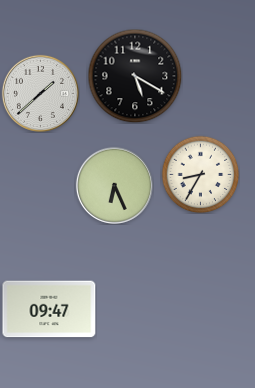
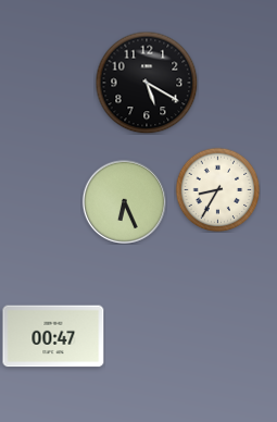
clock at (40, 93): 1:38 -> none
clock at (49, 309): 09:47 -> 00:47
